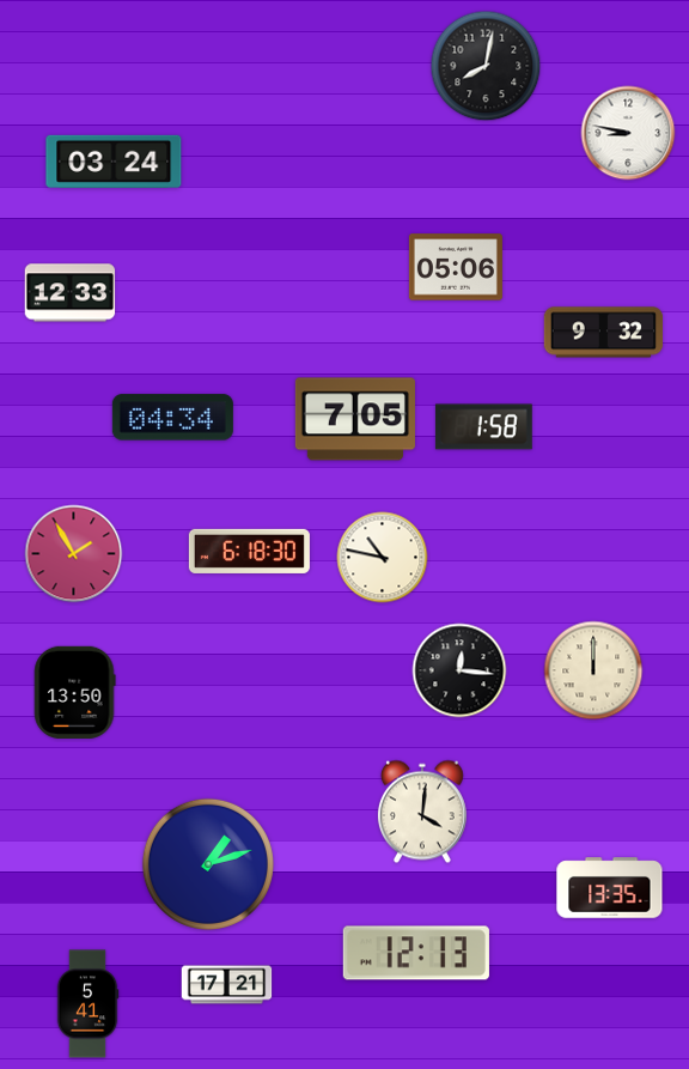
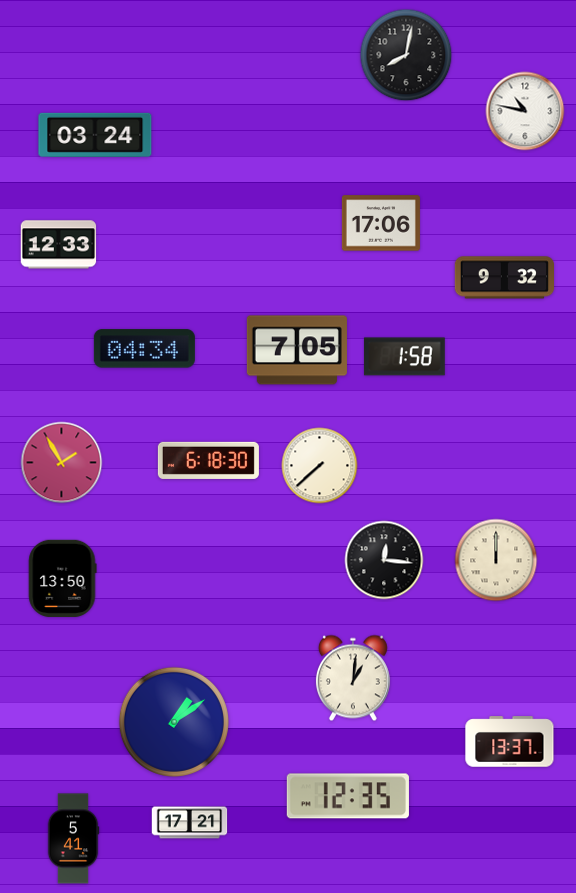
clock at (628, 133): 8:47 -> 10:47
clock at (456, 267): 05:06 -> 17:06
clock at (383, 558): 10:47 -> 7:38
clock at (422, 812): 4:01 -> 1:01
clock at (208, 864): 1:12 -> 1:09
clock at (610, 888): 13:35 -> 13:37
clock at (416, 953): 12:13 -> 12:35
